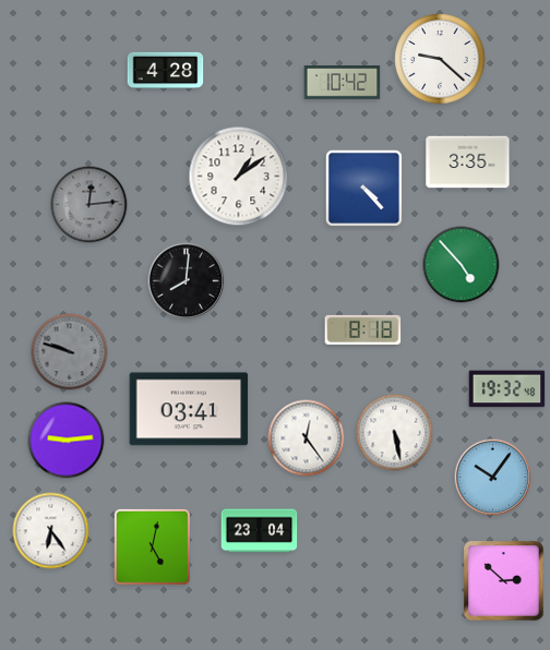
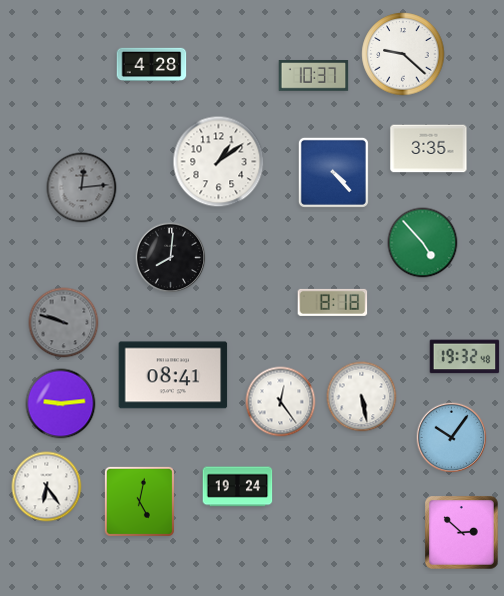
clock at (343, 83): 10:42 -> 10:37
clock at (189, 409): 03:41 -> 08:41
clock at (260, 531): 23:04 -> 19:24
